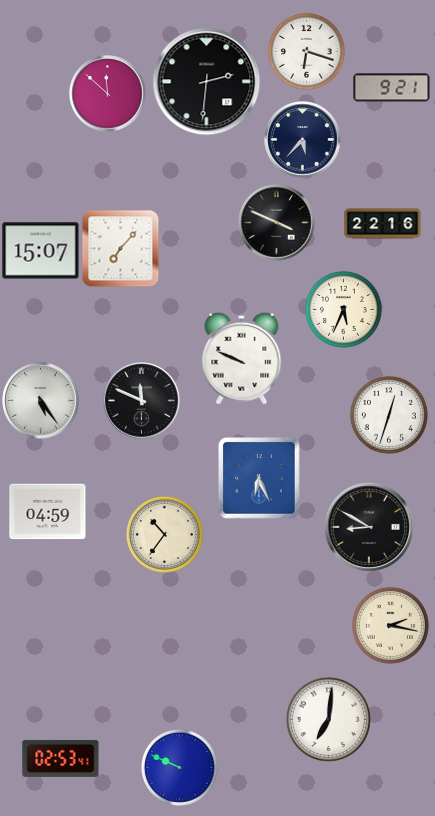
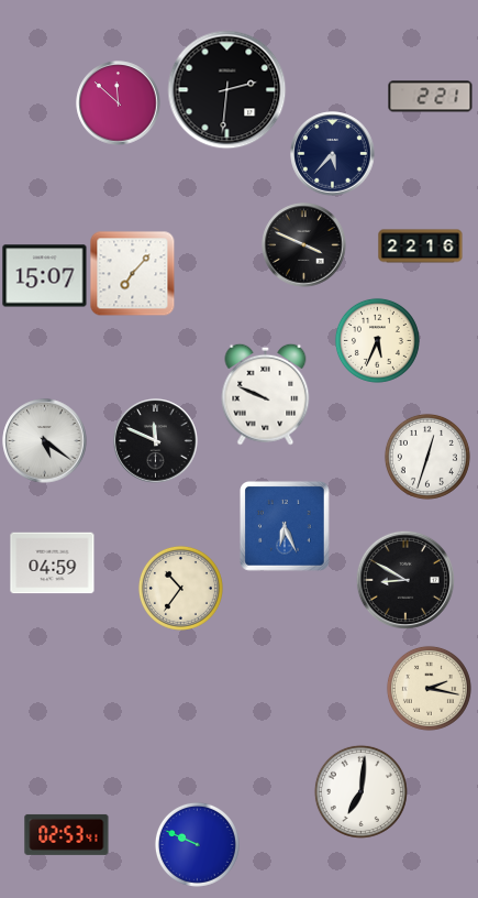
clock at (306, 51): 6:18 -> none
clock at (392, 88): 9:21 -> 2:21
clock at (41, 401): 5:24 -> 5:21
